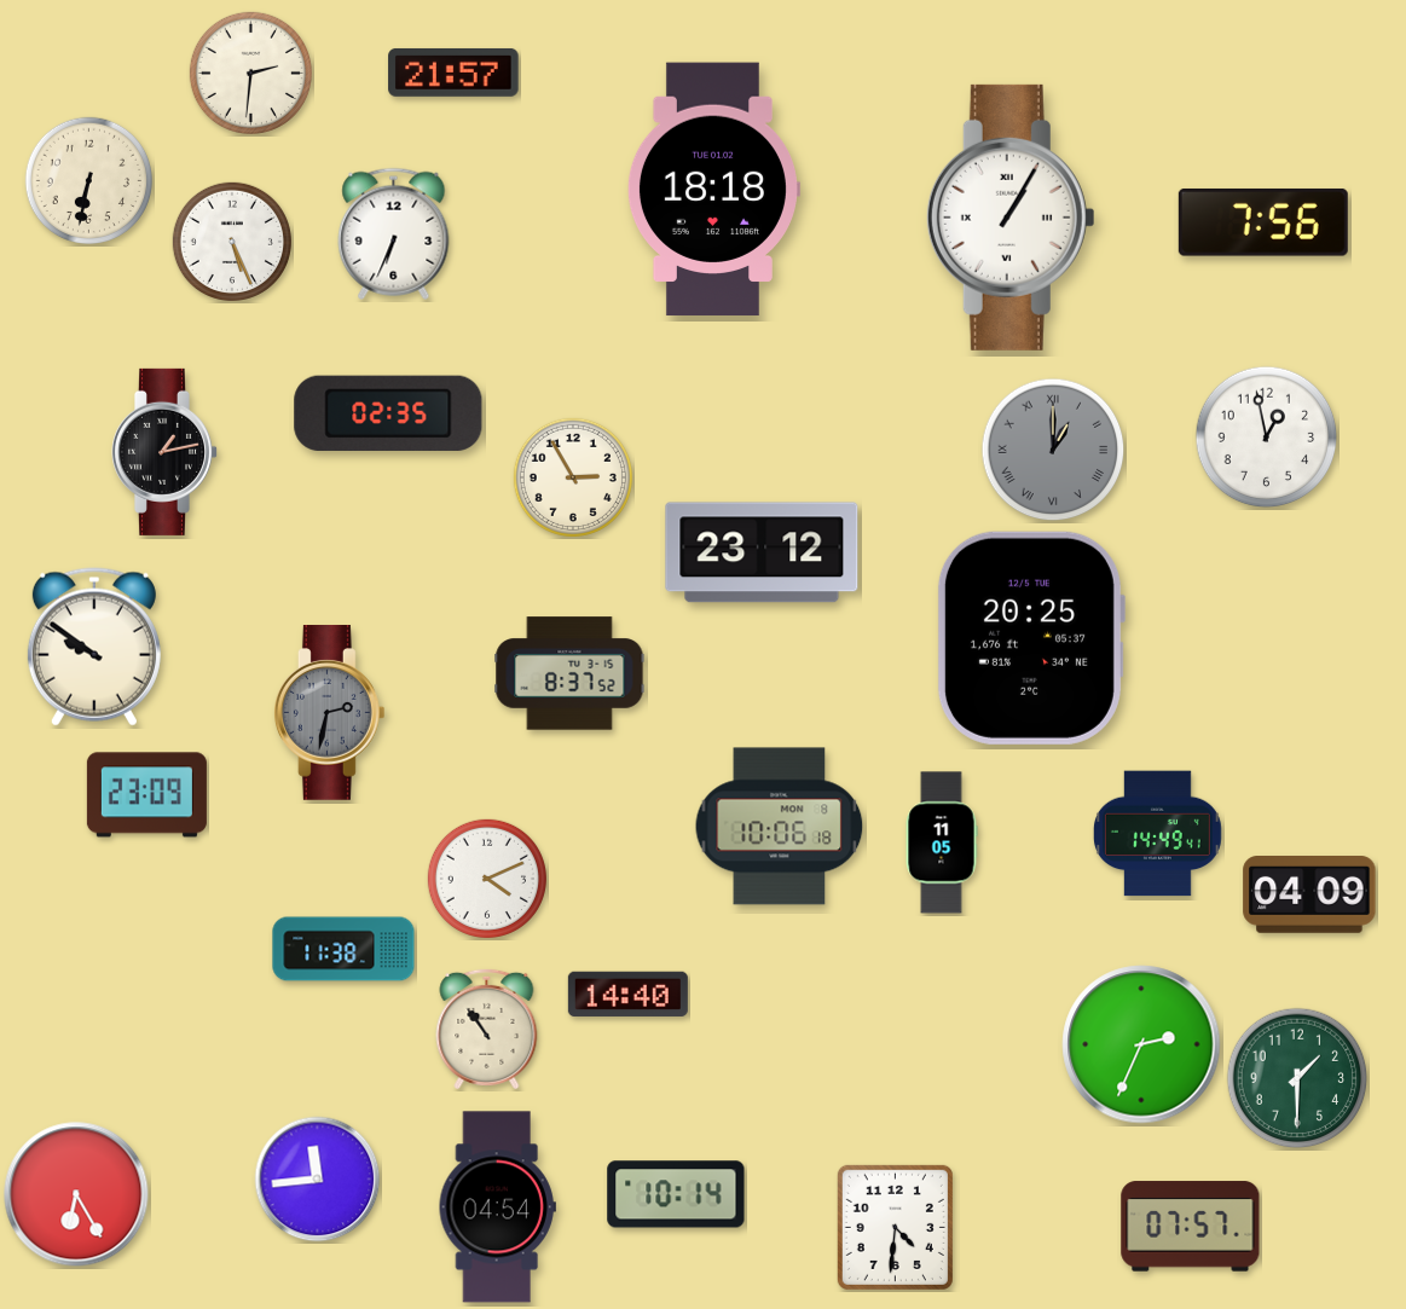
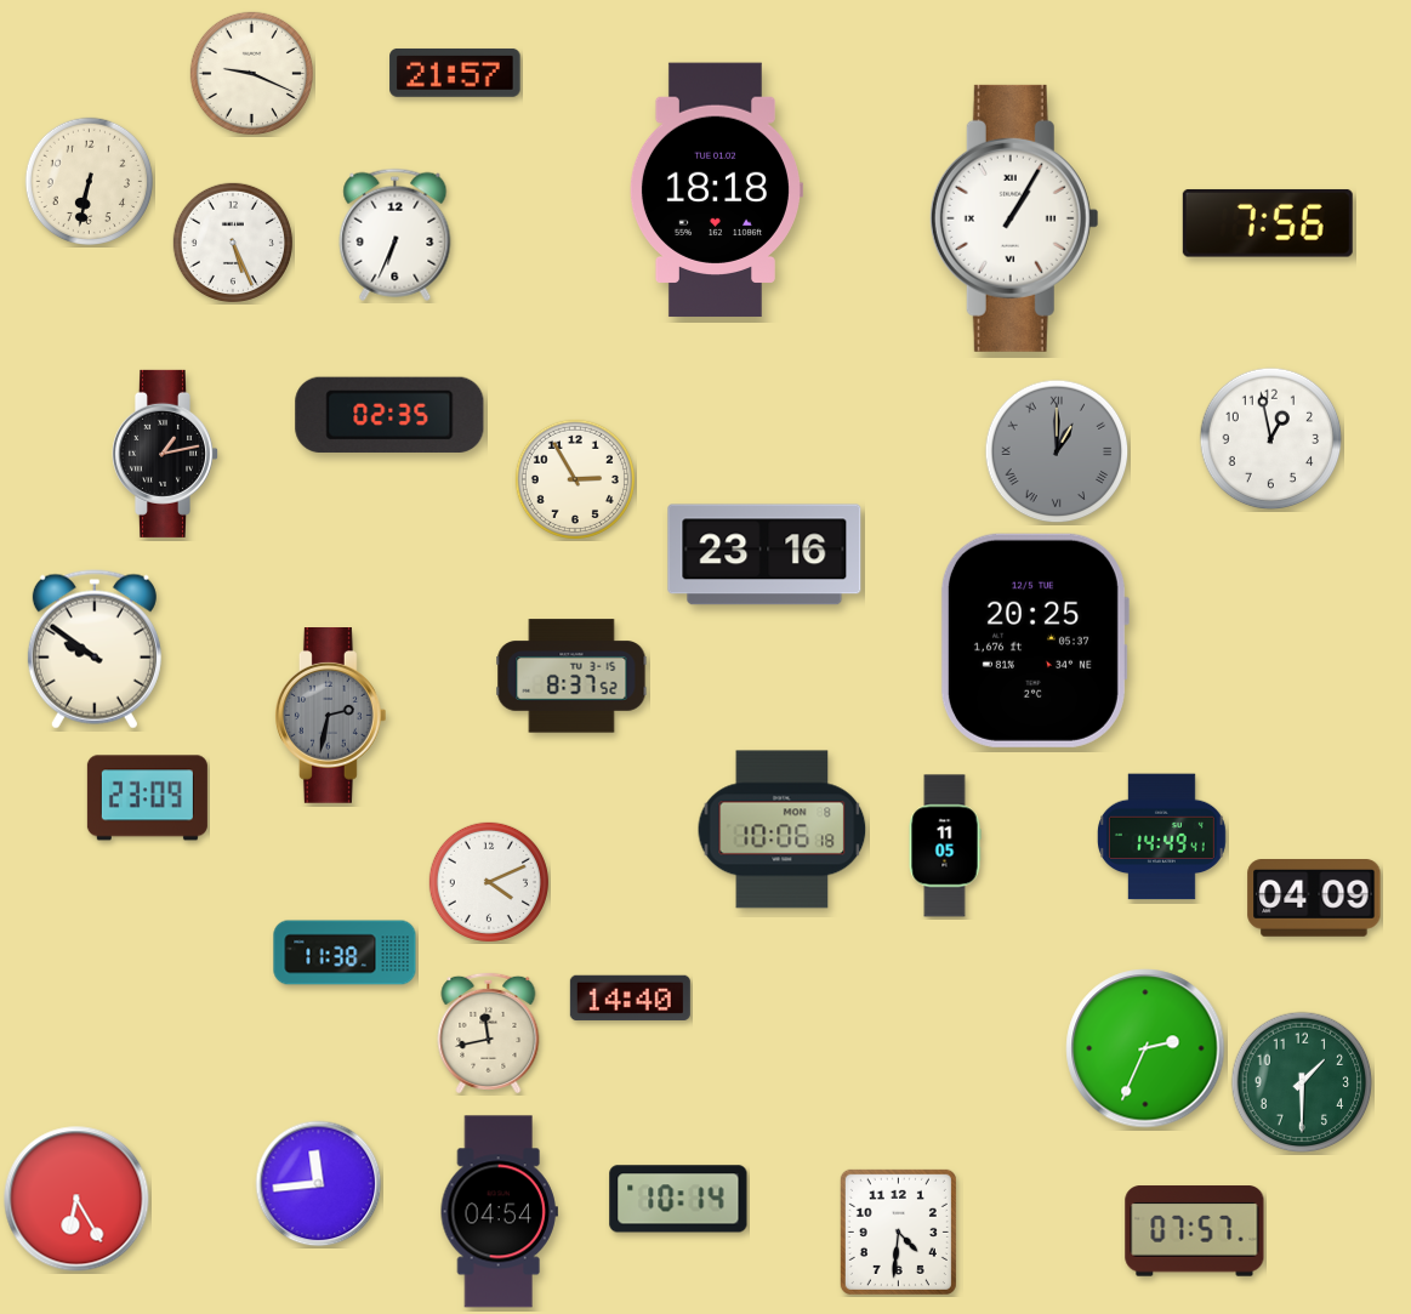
clock at (250, 73): 2:31 -> 9:19
clock at (762, 552): 23:12 -> 23:16
clock at (487, 1029): 10:54 -> 11:43
